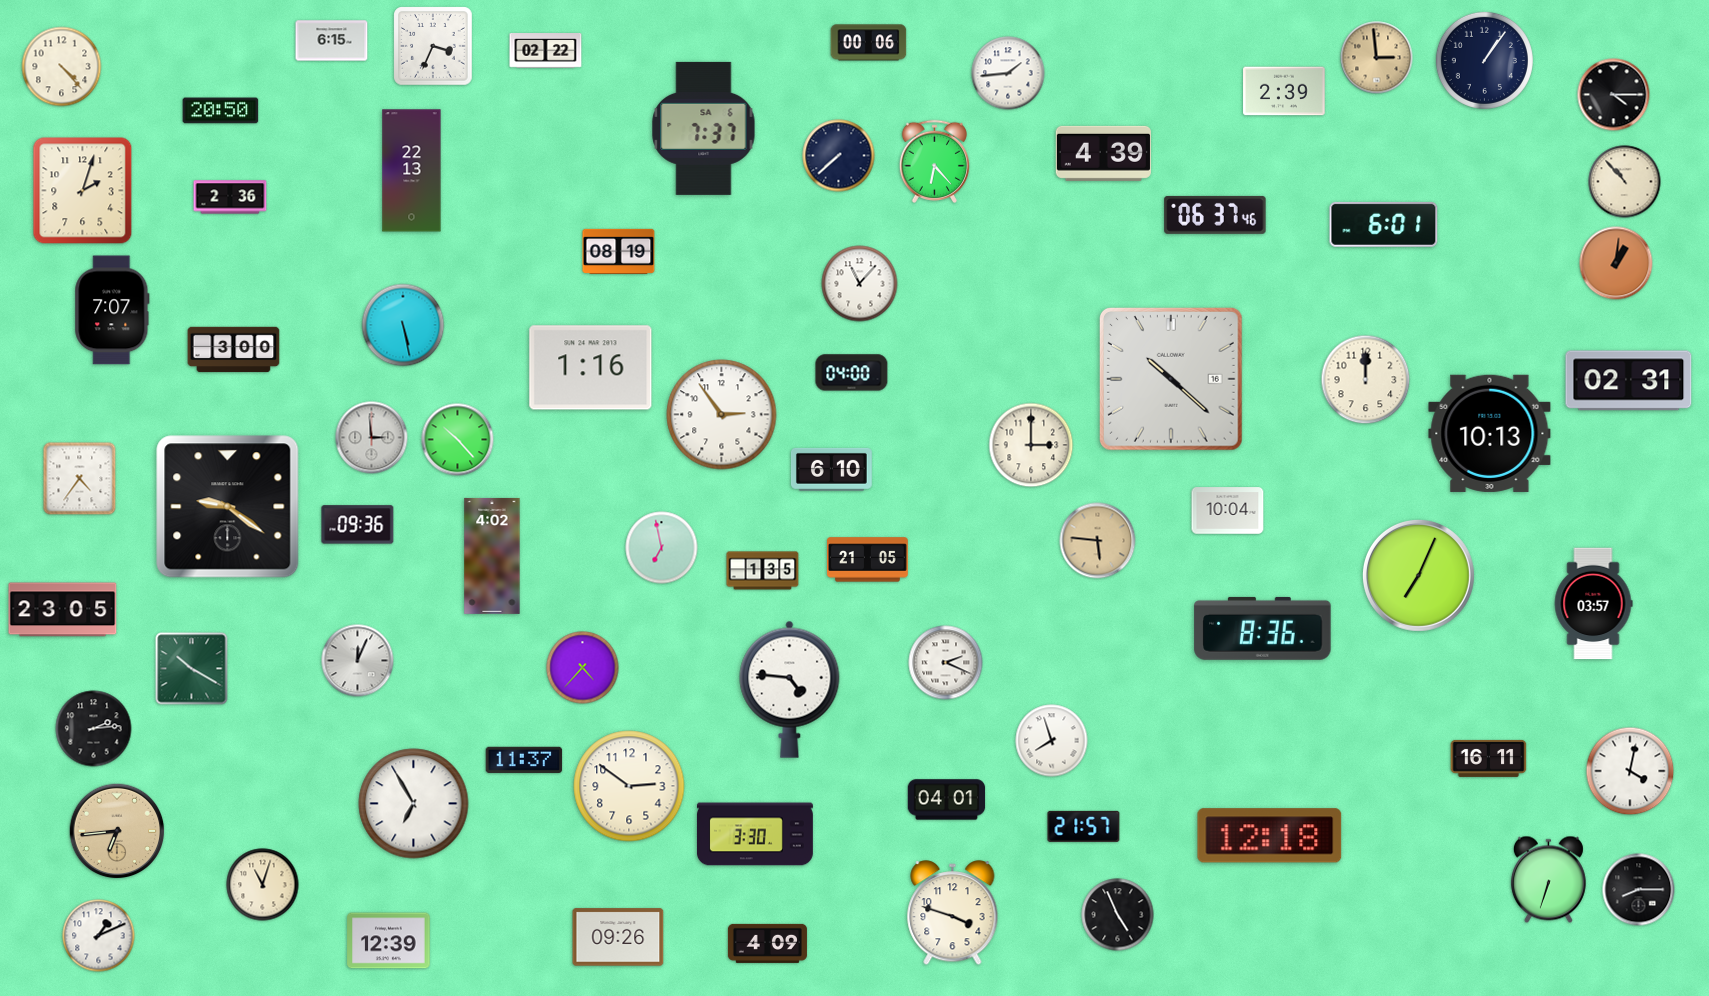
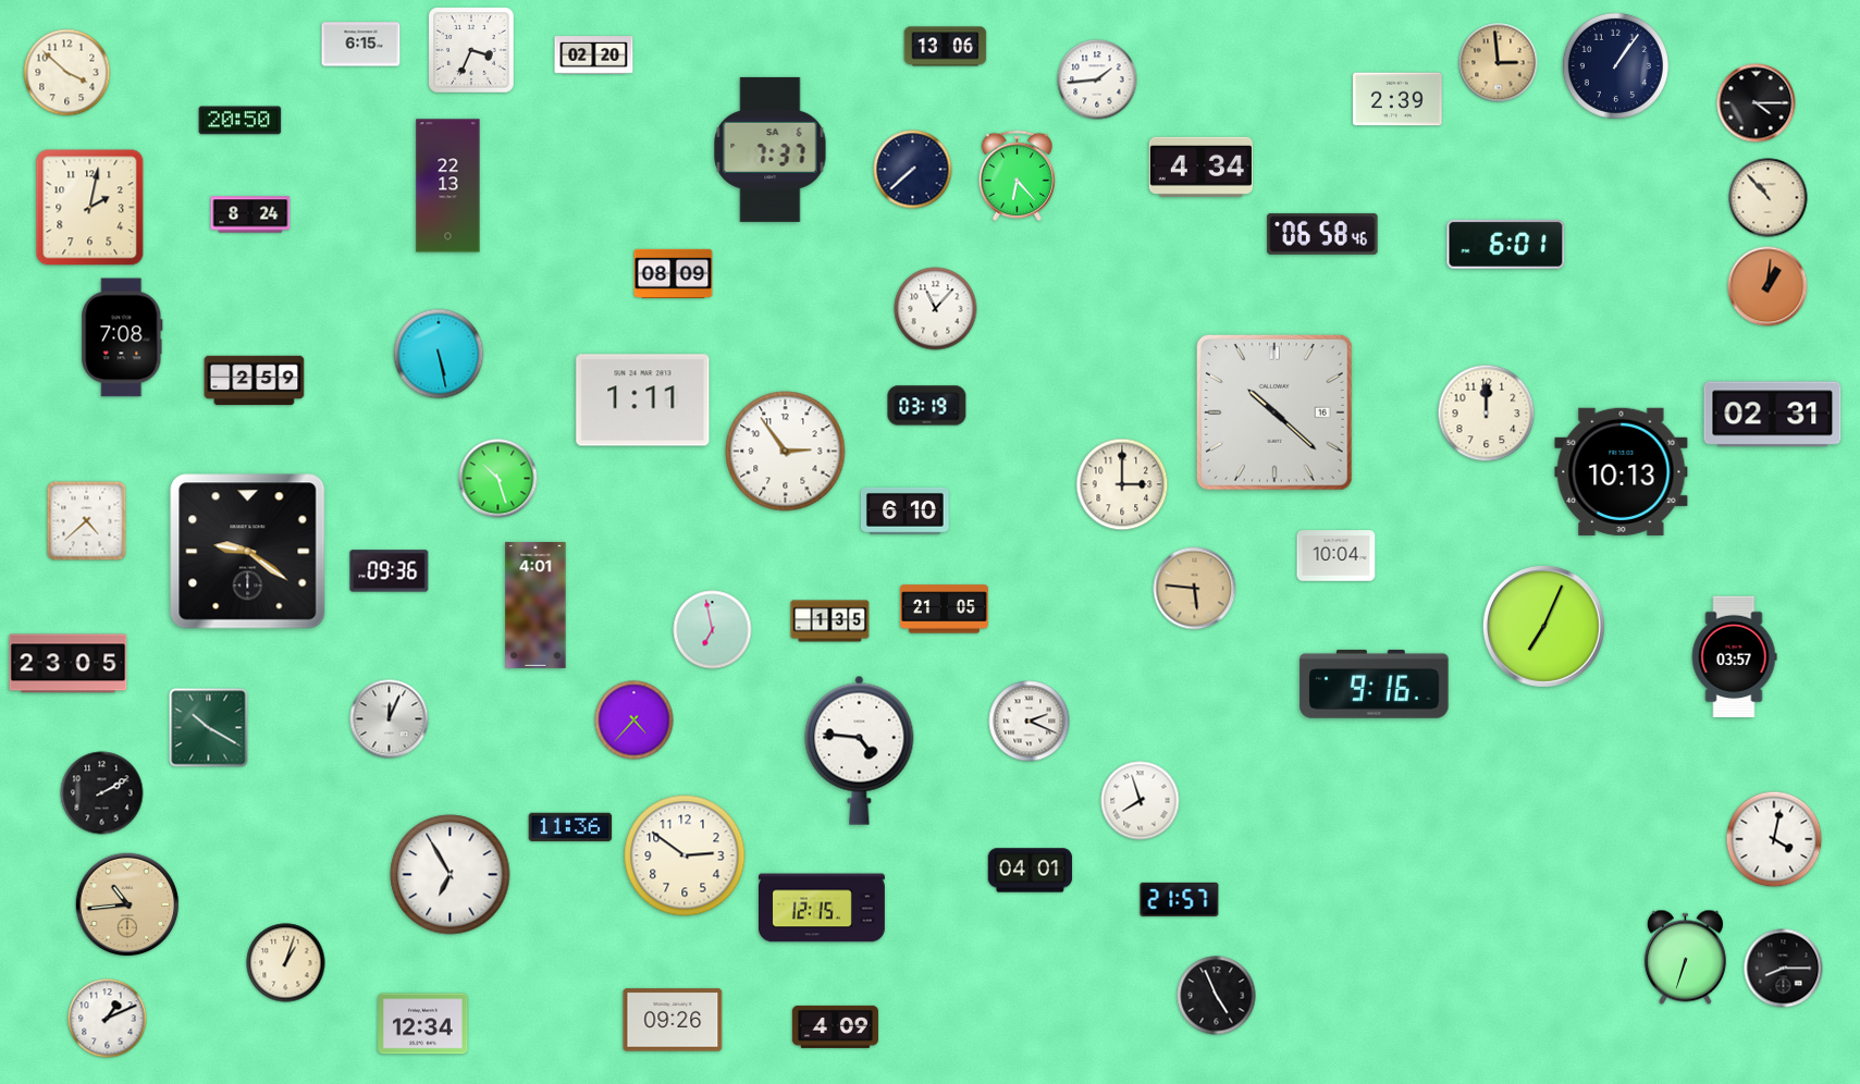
clock at (869, 43): 00:06 -> 13:06
clock at (546, 51): 02:22 -> 02:20
clock at (62, 67): 4:23 -> 3:52
clock at (704, 128) position: (704, 128) -> (771, 149)
clock at (1103, 153): 4:39 -> 4:34
clock at (83, 191): 2:03 -> 2:02
clock at (230, 197): 2:36 -> 8:24
clock at (1215, 215): 06:37 -> 06:58
clock at (619, 251): 08:19 -> 08:09
clock at (1616, 263) position: (1616, 263) -> (1767, 286)
clock at (112, 310): 7:07 -> 7:08
clock at (234, 350): 3:00 -> 2:59
clock at (591, 368): 1:16 -> 1:11
clock at (852, 373): 04:00 -> 03:19
clock at (372, 438): 2:59 -> none
clock at (458, 440): 10:23 -> 10:27
clock at (80, 479): 4:36 -> 4:38
clock at (662, 548) position: (662, 548) -> (713, 630)
clock at (492, 556): 4:02 -> 4:01
clock at (1263, 628): 8:36 -> 9:16
clock at (583, 668) position: (583, 668) -> (635, 720)
clock at (94, 729): 2:14 -> 2:10
clock at (1052, 741) position: (1052, 741) -> (1141, 801)
clock at (1489, 758): 16:11 -> none
clock at (524, 759): 11:37 -> 11:36
clock at (117, 831): 6:44 -> 10:44
clock at (755, 834): 3:30 -> 12:15
clock at (1270, 836): 12:18 -> none
clock at (263, 885): 11:03 -> 1:03
clock at (953, 913): 3:48 -> none
clock at (389, 941): 12:39 -> 12:34
